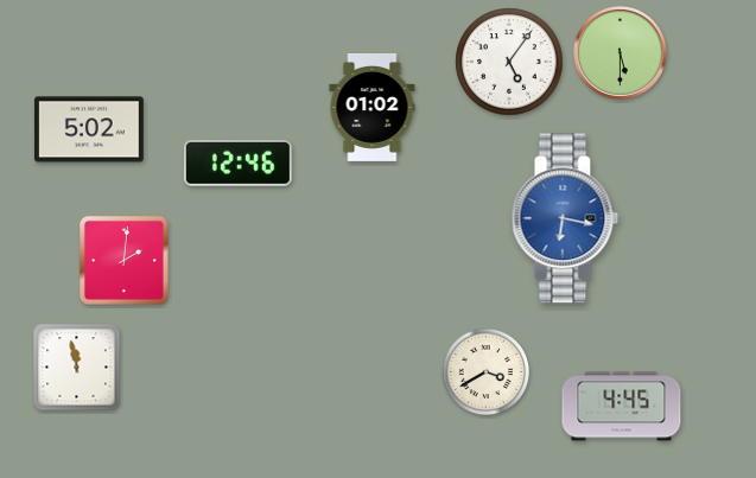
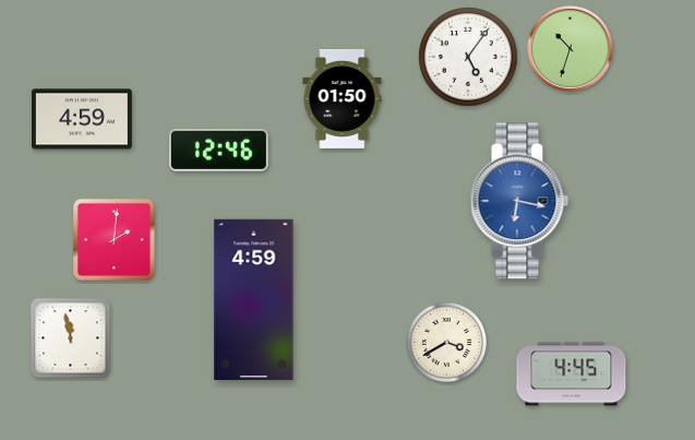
clock at (621, 53): 5:30 -> 10:33
clock at (373, 107): 01:02 -> 01:50
clock at (90, 129): 5:02 -> 4:59
clock at (254, 300): none -> 4:59
